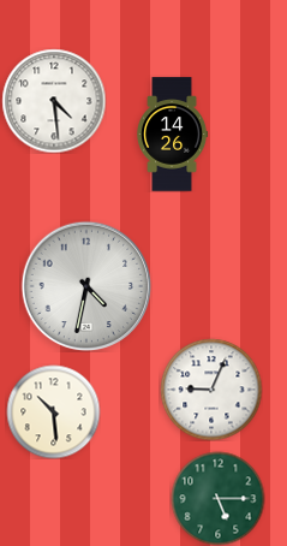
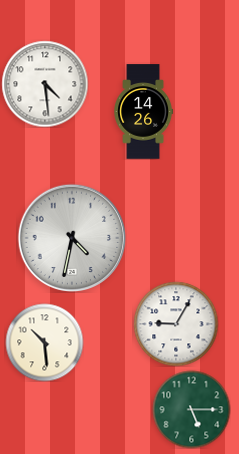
clock at (211, 390): 9:04 -> 9:05
clock at (217, 498) position: (217, 498) -> (191, 409)
